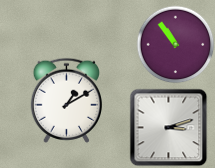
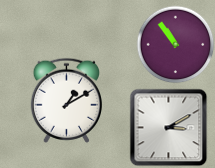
clock at (168, 127): 3:12 -> 3:10
